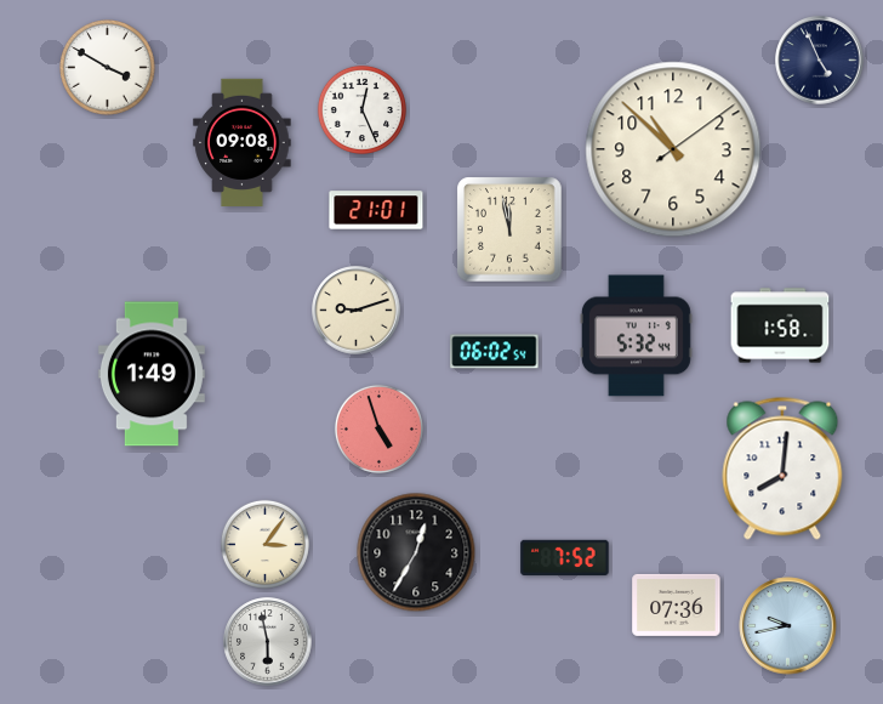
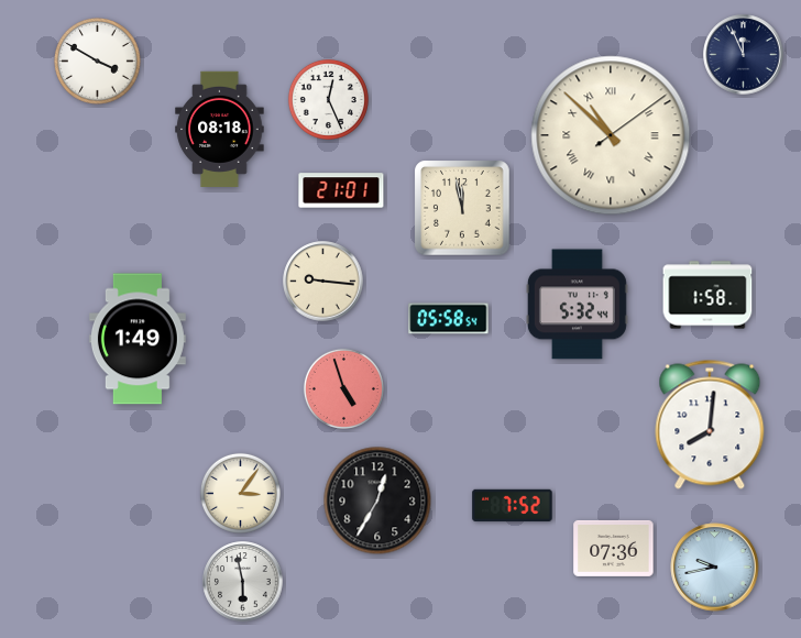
clock at (820, 61): 4:56 -> 11:56
clock at (243, 142): 09:08 -> 08:18
clock at (673, 149) numerals: Arabic -> Roman
clock at (357, 311): 9:12 -> 9:16
clock at (495, 352): 06:02 -> 05:58
